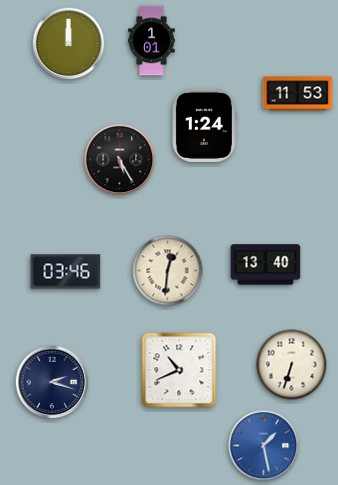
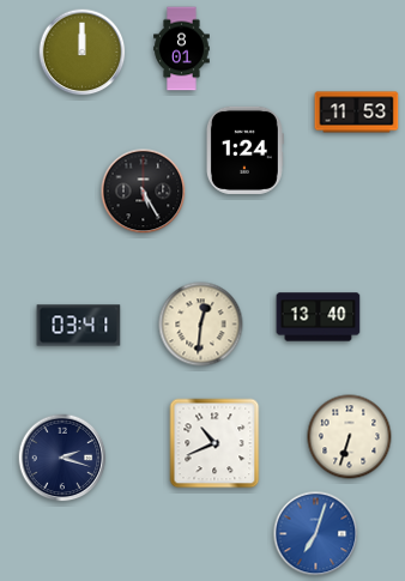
clock at (152, 41): 1:01 -> 8:01
clock at (66, 272): 03:46 -> 03:41
clock at (264, 446): 1:28 -> 7:03
